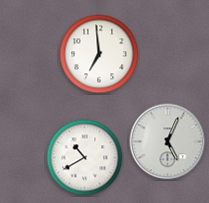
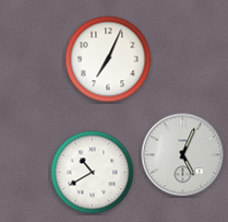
clock at (99, 54): 6:59 -> 7:04
